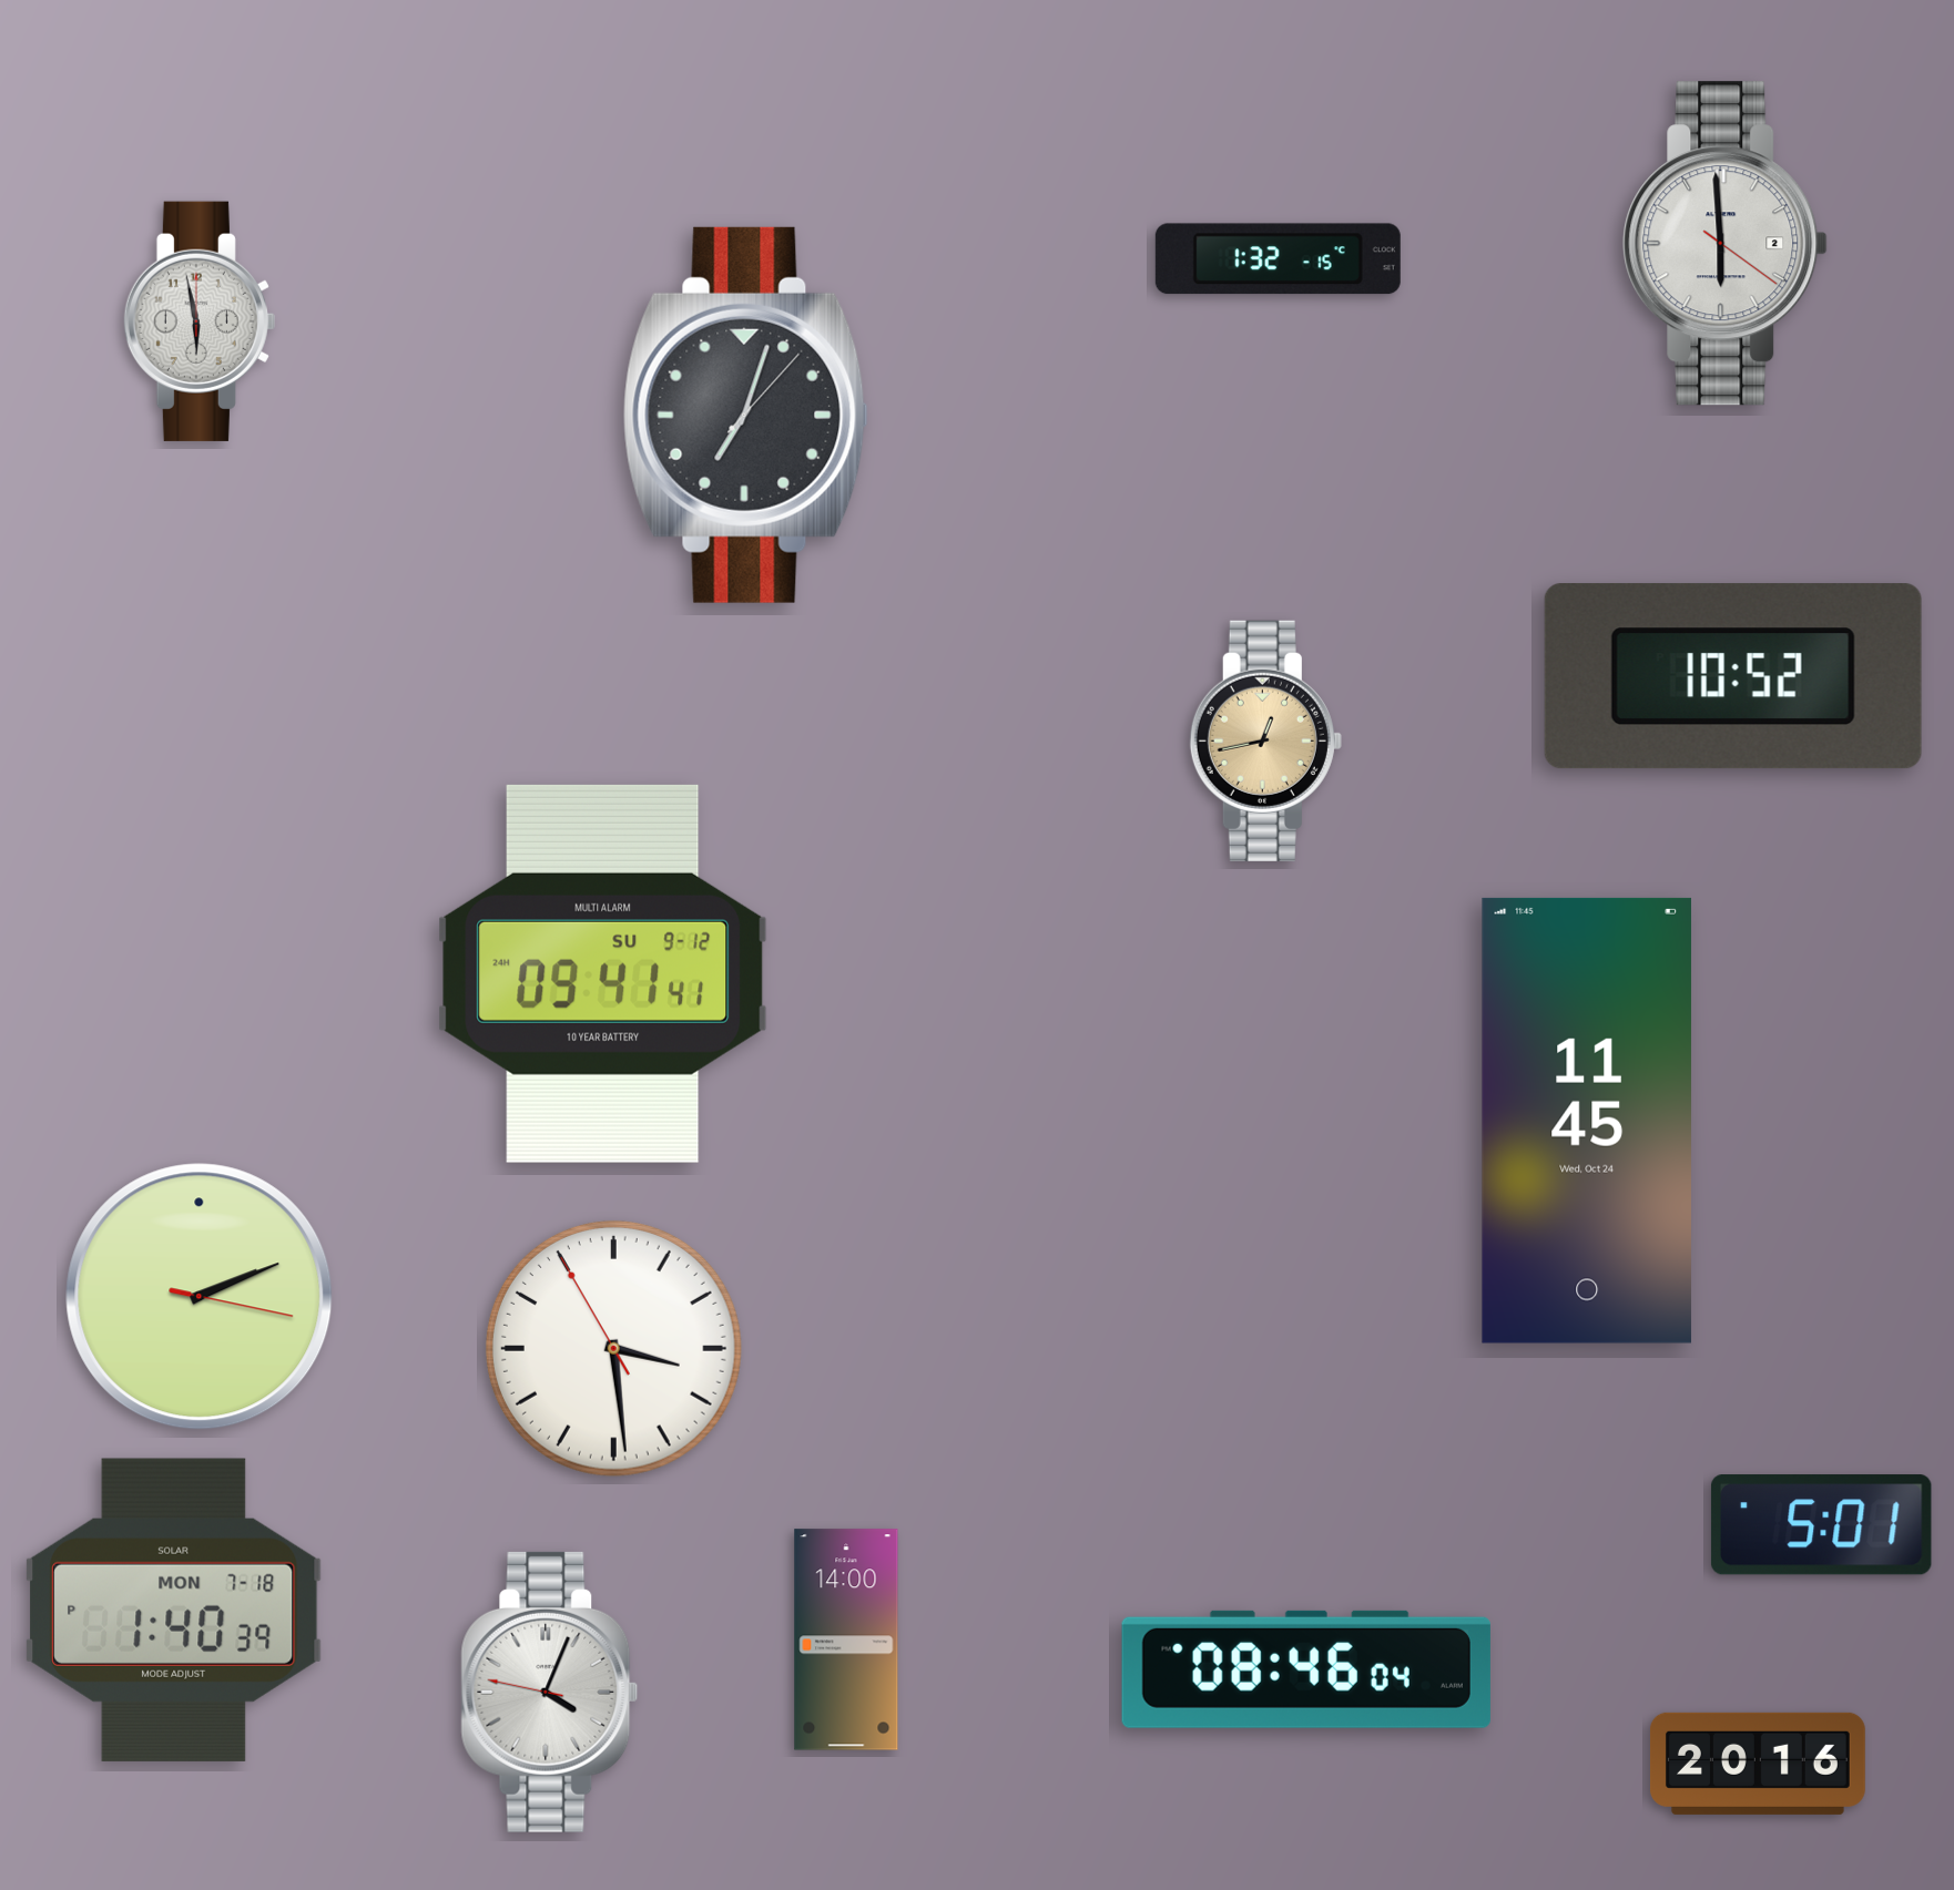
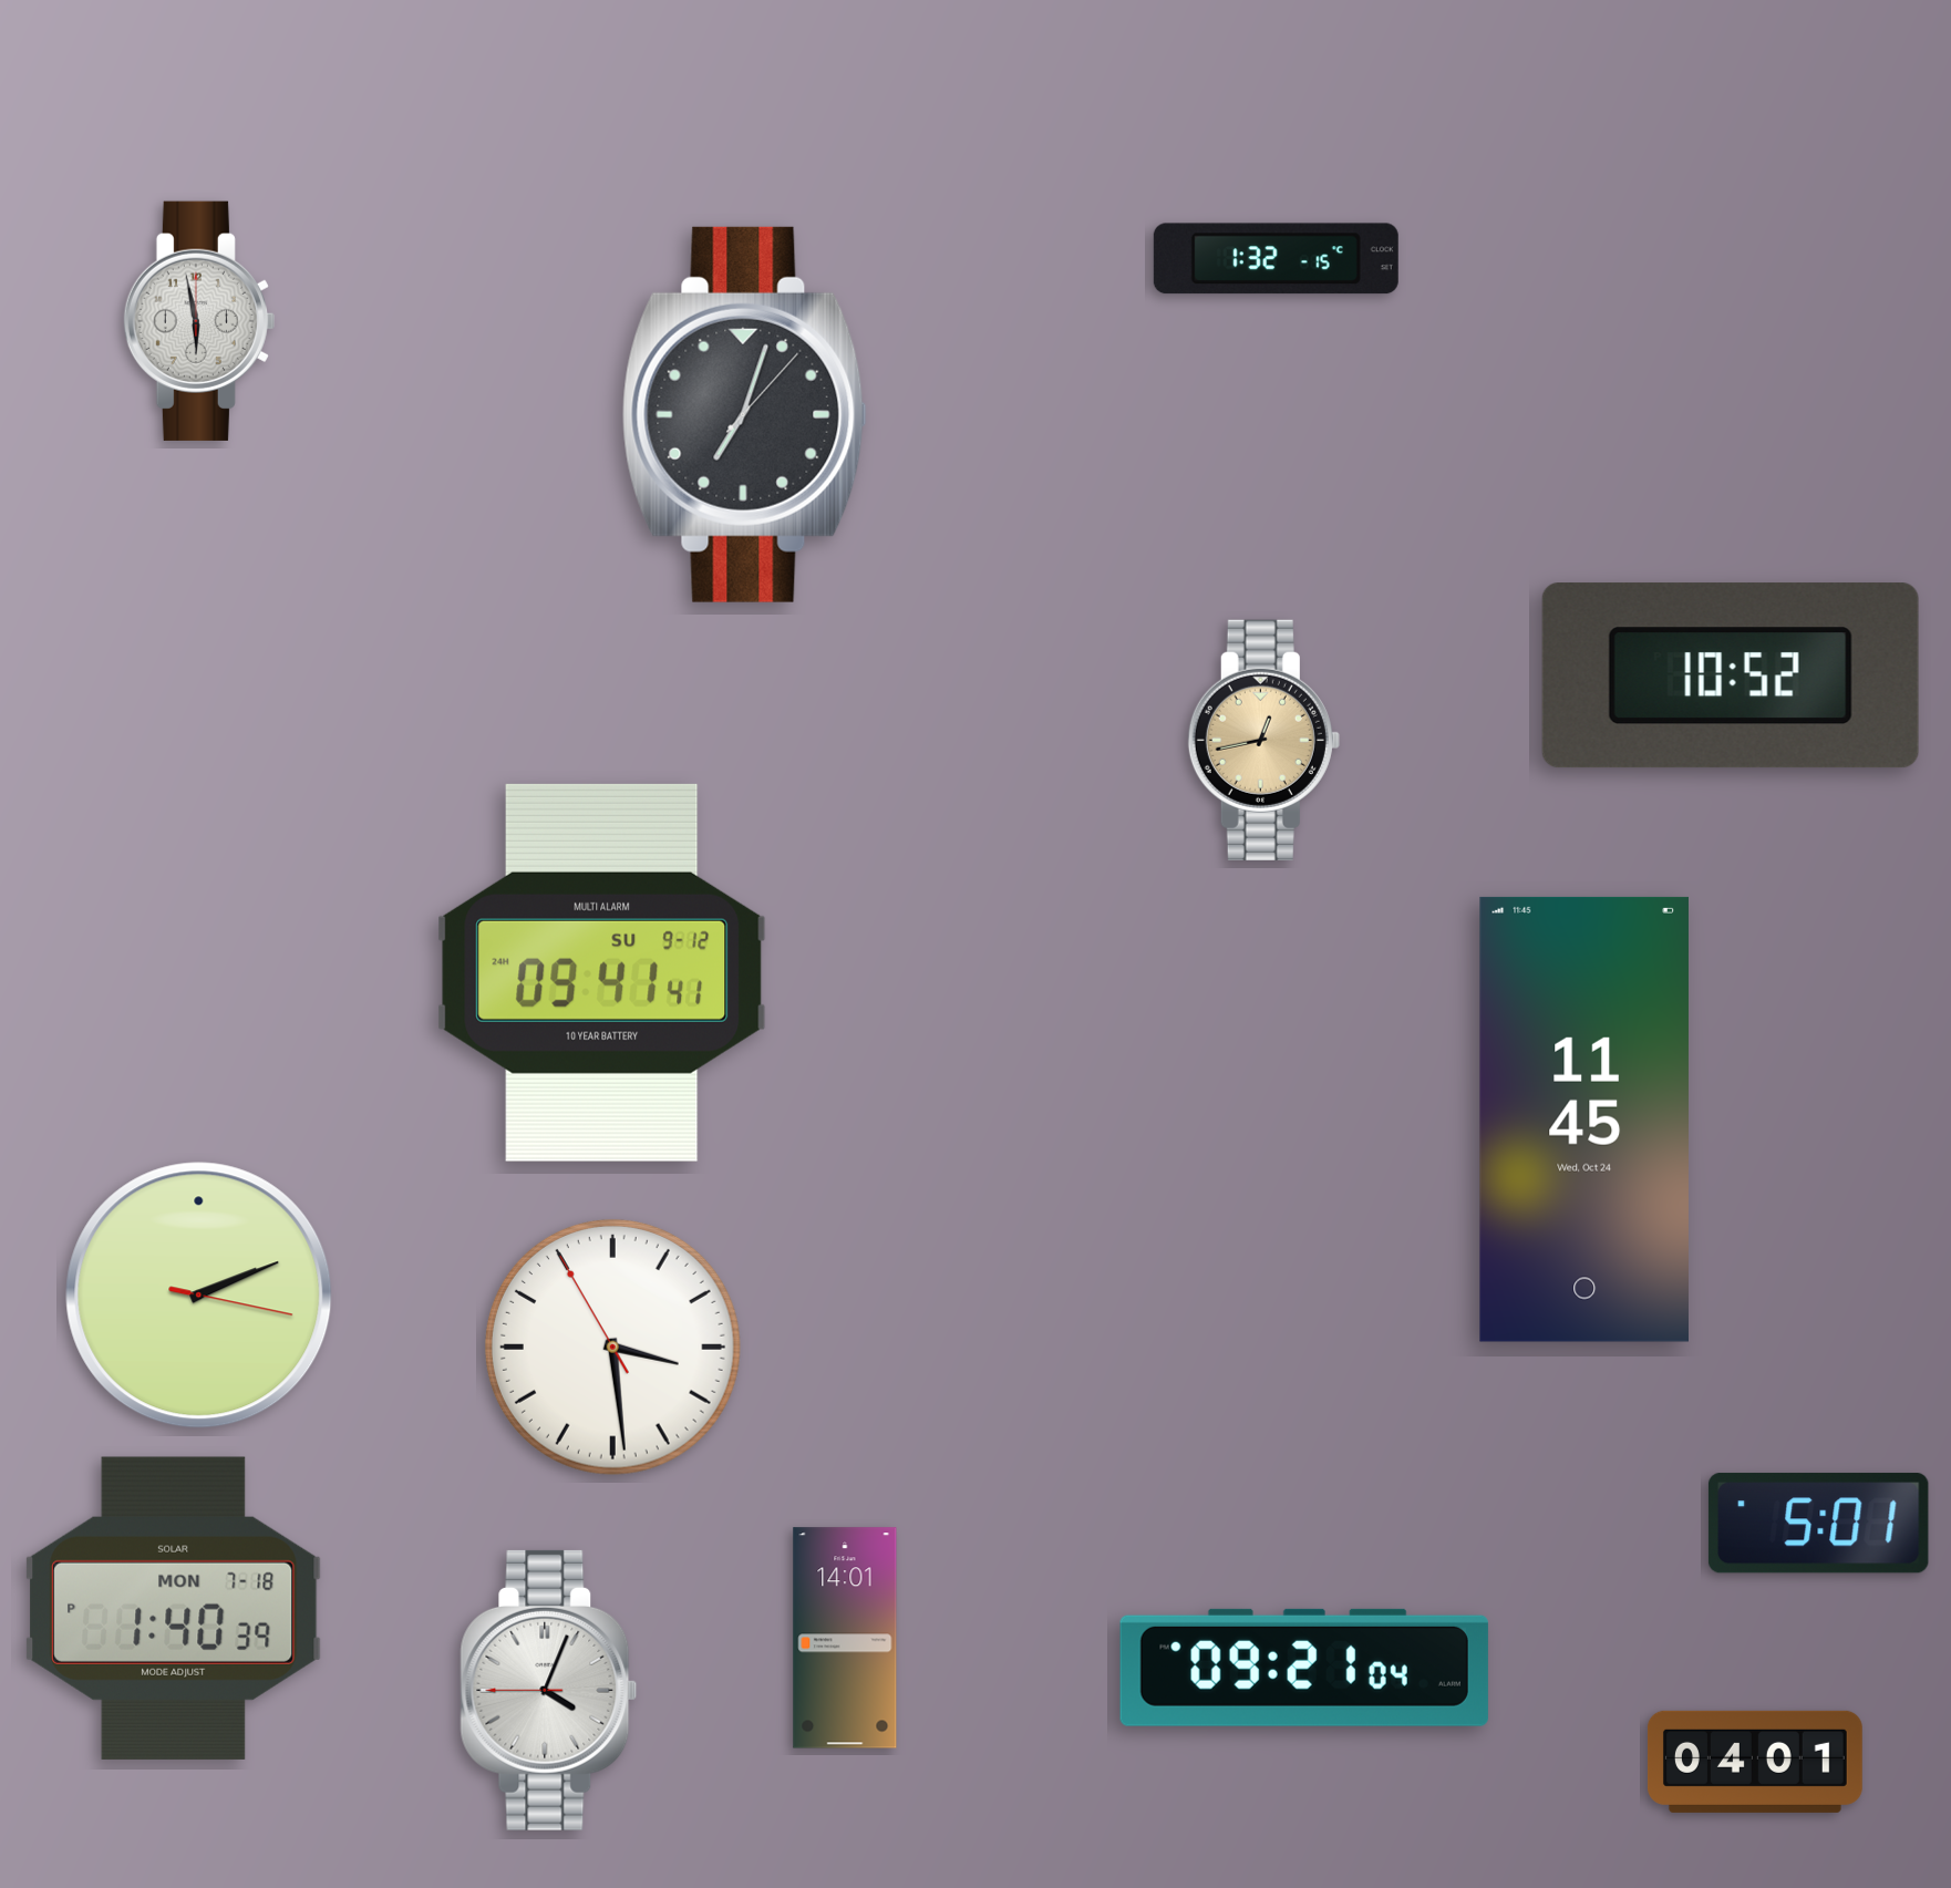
clock at (1726, 244): 5:59 -> none
clock at (846, 1639): 14:00 -> 14:01
clock at (1306, 1669): 08:46 -> 09:21
clock at (550, 1692): 4:03:47 -> 4:03:45
clock at (1758, 1764): 20:16 -> 04:01
